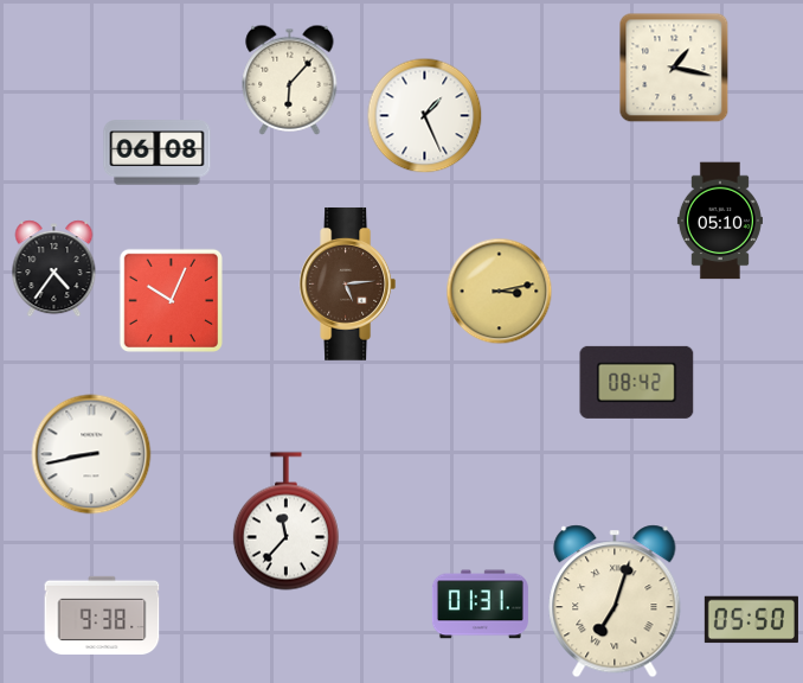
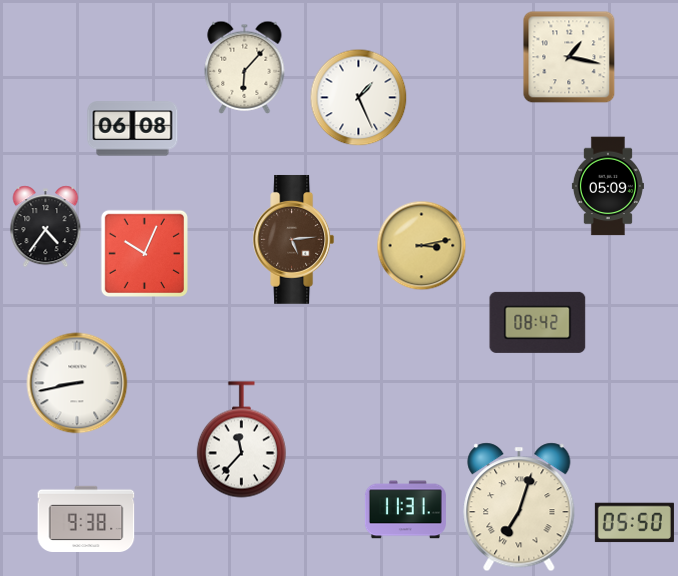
clock at (720, 221): 05:10 -> 05:09
clock at (480, 605): 01:31 -> 11:31
